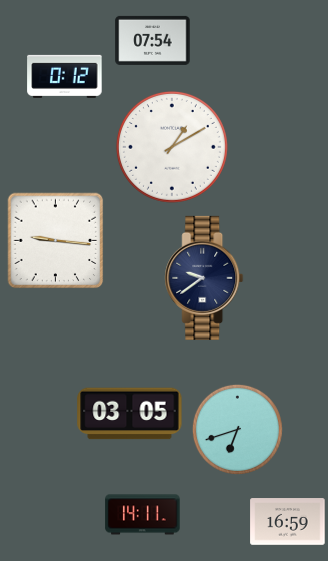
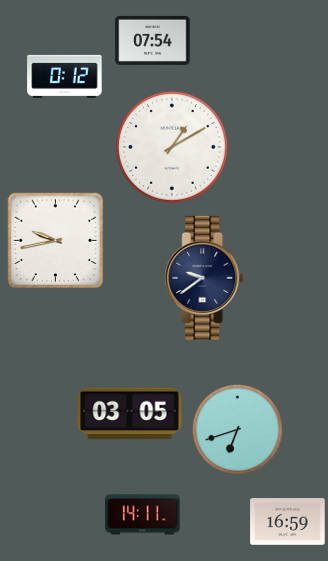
clock at (56, 241): 9:16 -> 9:43
